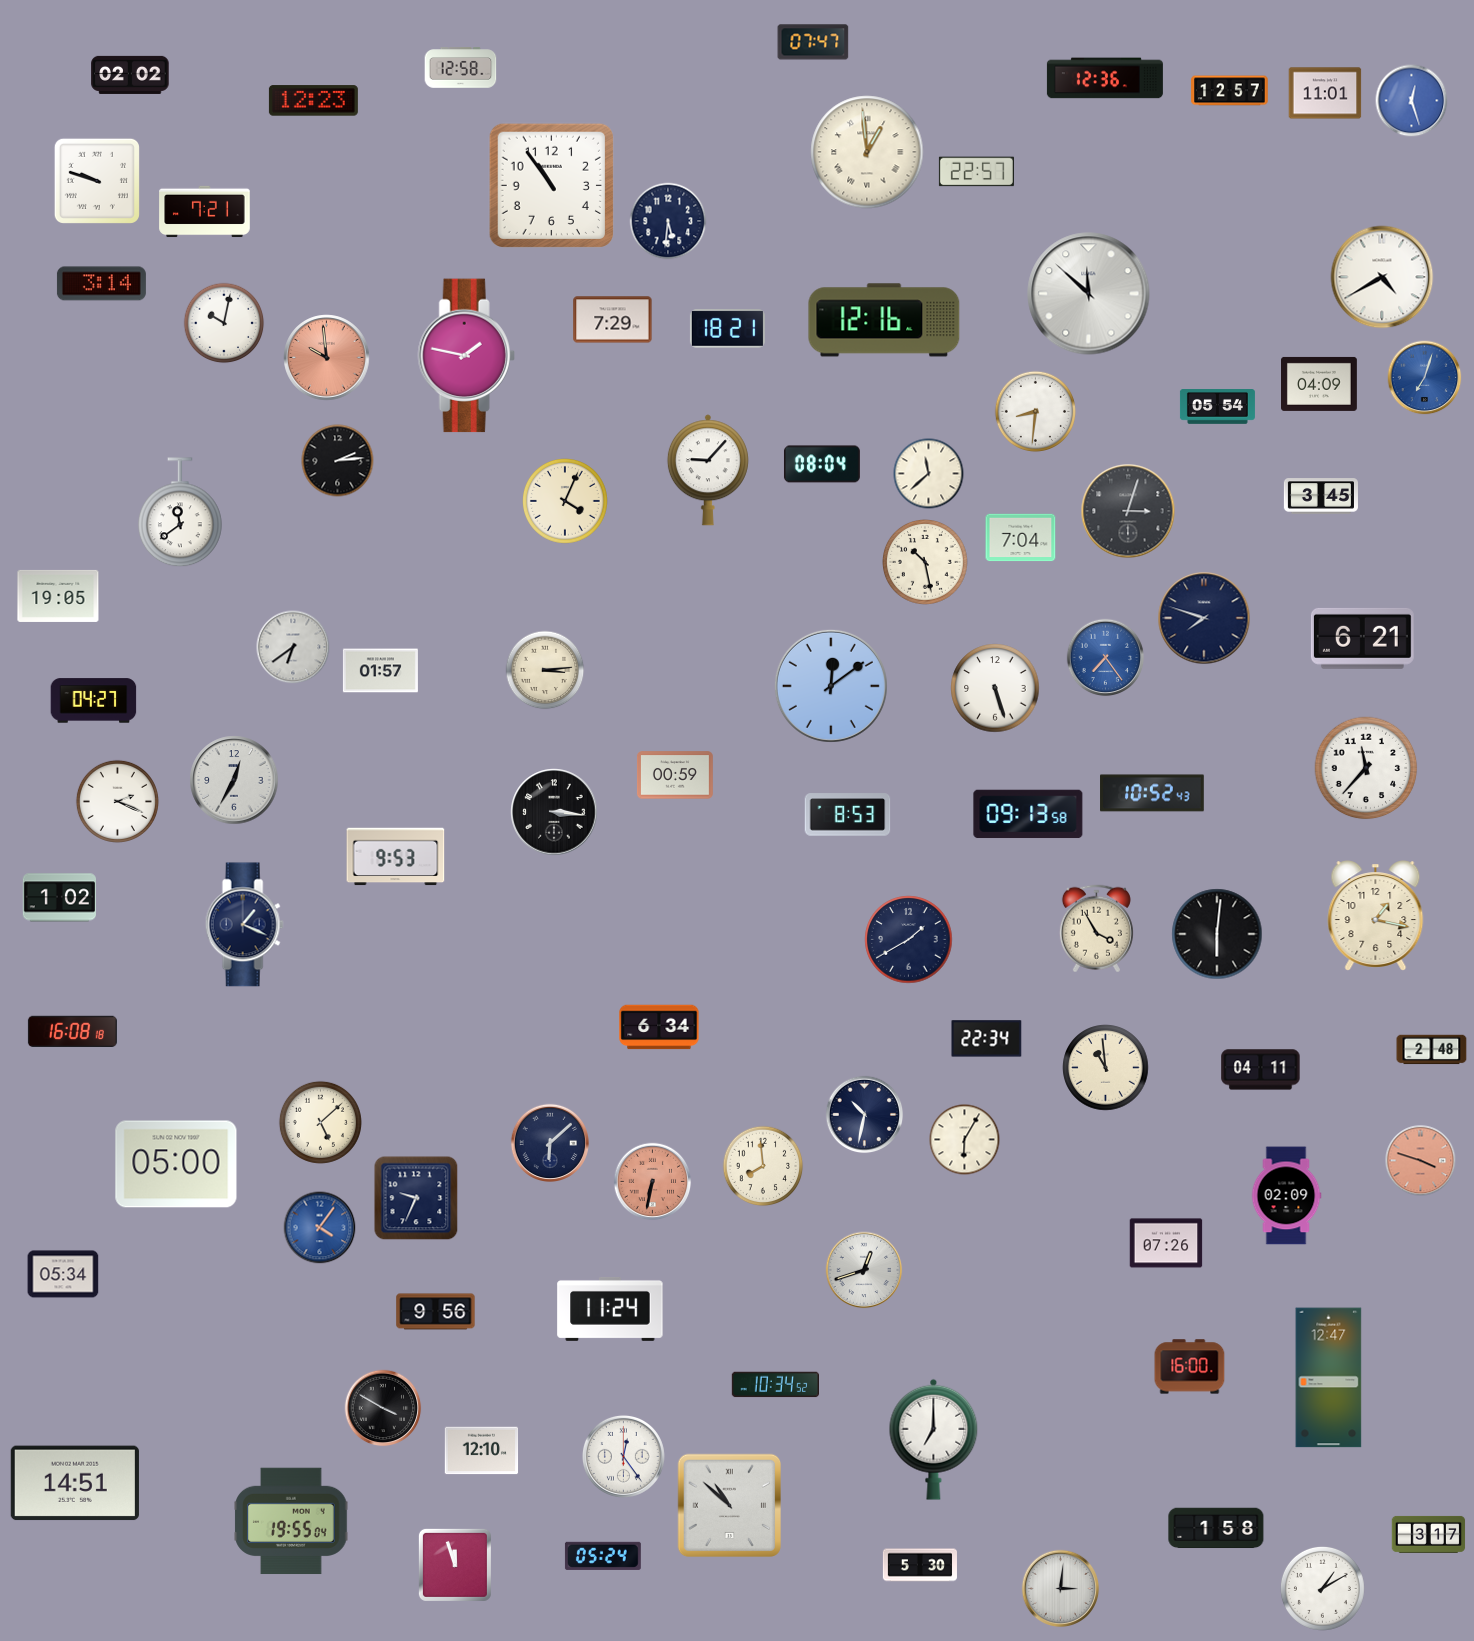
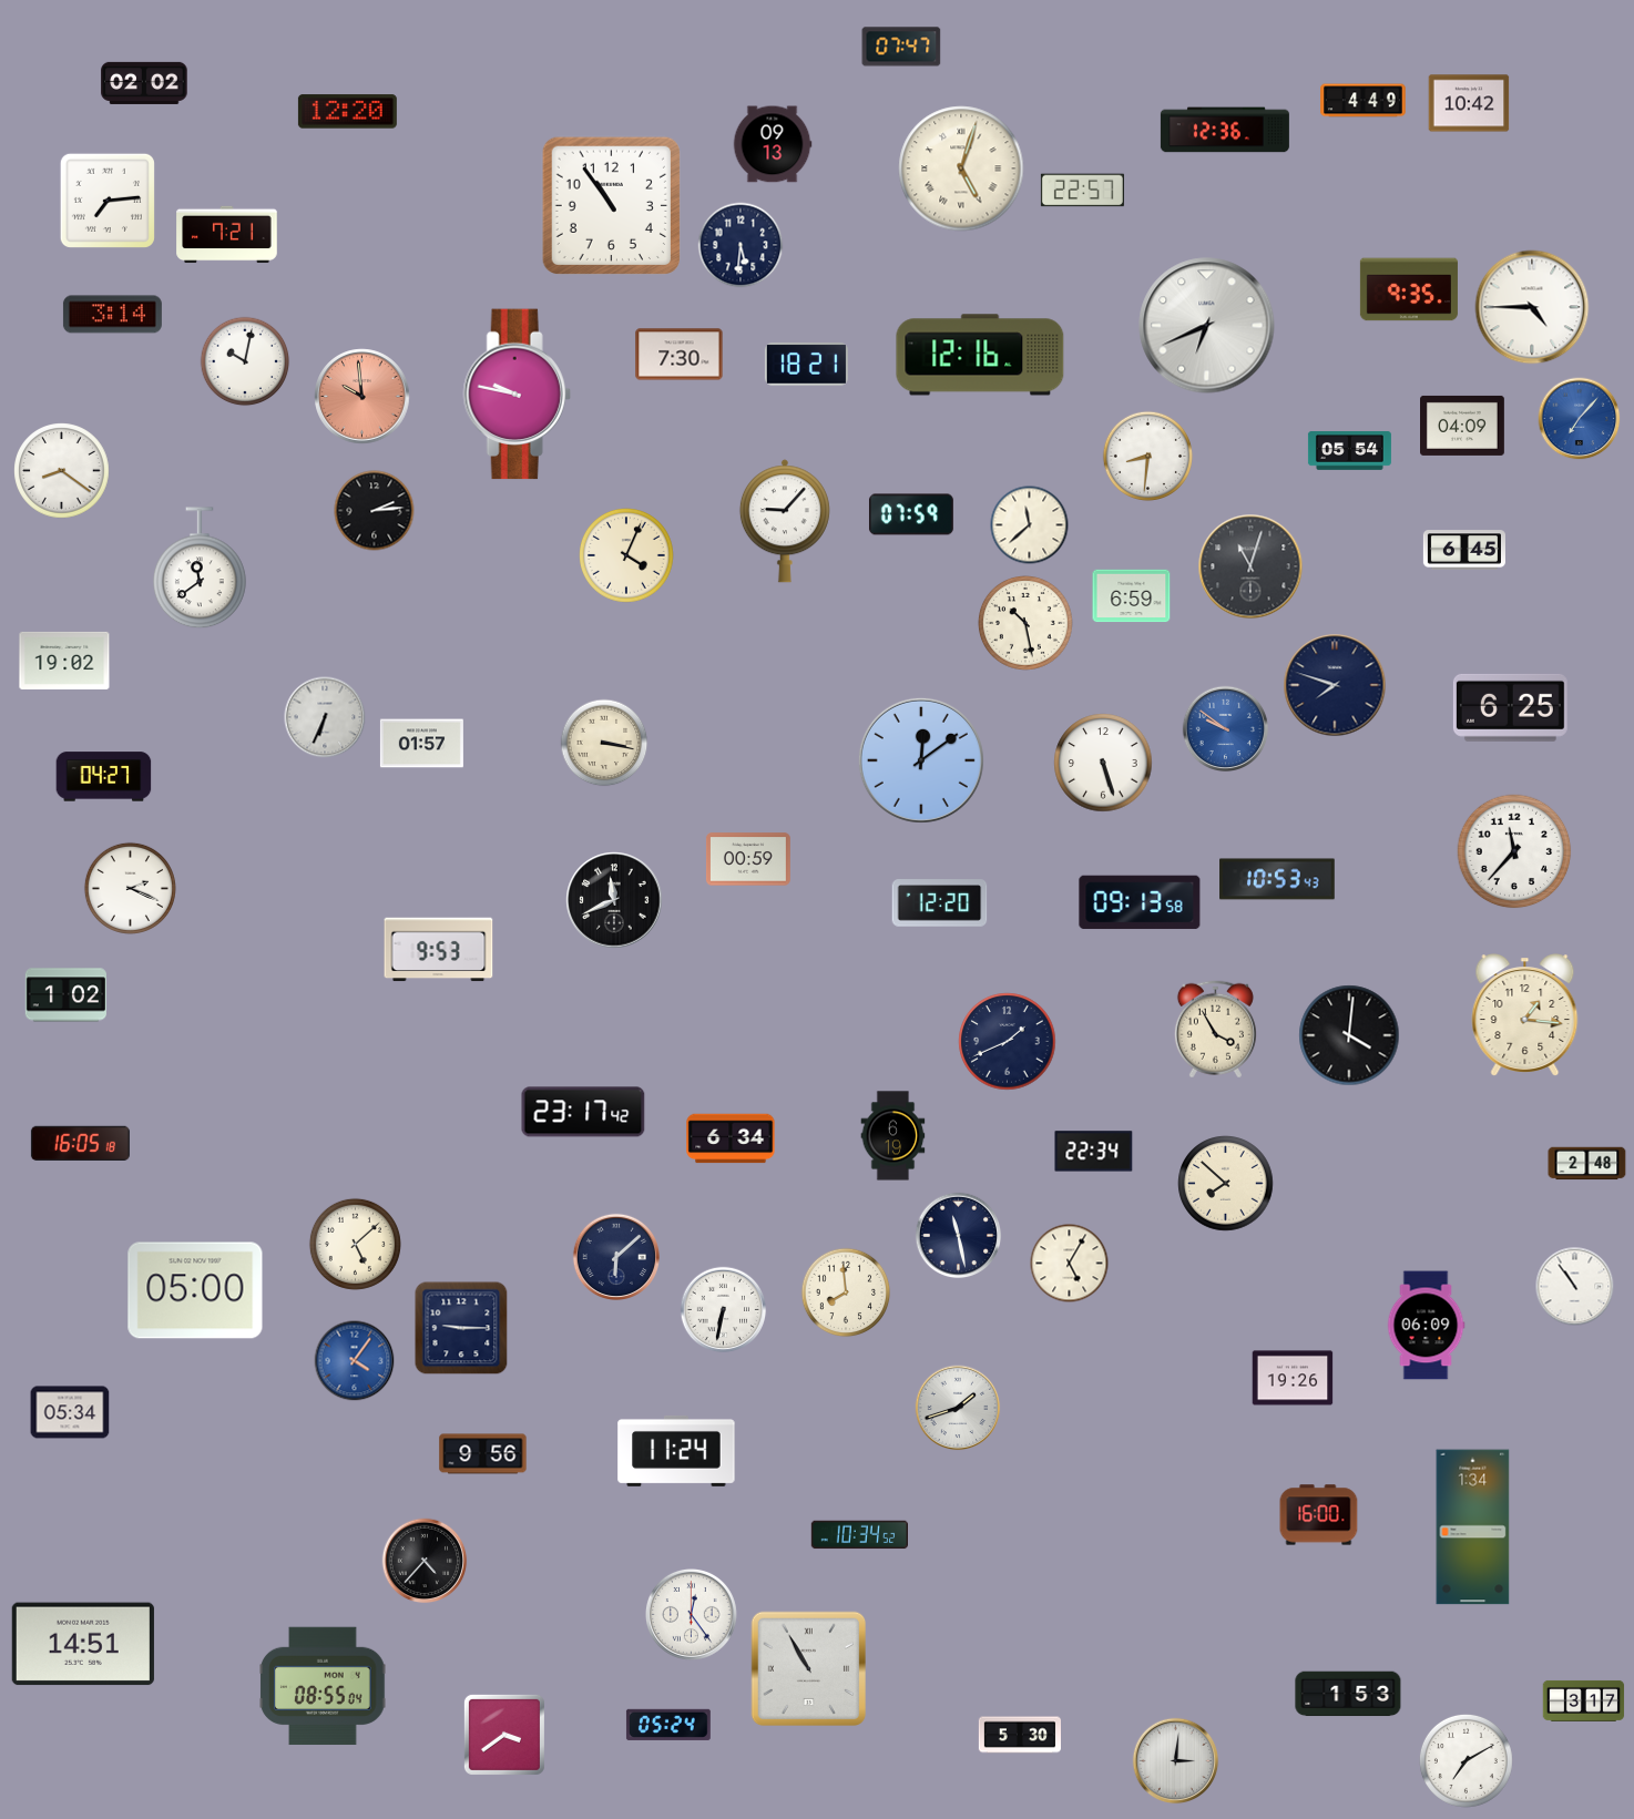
clock at (461, 68): 12:58 -> none
clock at (1105, 78) position: (1105, 78) -> (1225, 130)
clock at (1230, 91): 12:57 -> 4:49
clock at (1325, 93): 11:01 -> 10:42
clock at (313, 101): 12:23 -> 12:20
clock at (1412, 101): 12:27 -> none
clock at (773, 144): none -> 09:13
clock at (867, 152): 12:59 -> 5:03
clock at (97, 181): 9:48 -> 7:14
clock at (1409, 289): none -> 9:35
clock at (1382, 277): 4:40 -> 4:45
clock at (1089, 294): 11:52 -> 6:41
clock at (613, 320): 7:29 -> 7:30
clock at (224, 323) position: (224, 323) -> (245, 361)
clock at (466, 356): 1:47 -> 9:47
clock at (1425, 378): 7:03 -> 7:07
clock at (62, 471): none -> 8:21
clock at (822, 464): 08:04 -> 07:59
clock at (1320, 496): 3:45 -> 6:45
clock at (1128, 511): 3:03 -> 11:03
clock at (1021, 538): 7:04 -> 6:59
clock at (58, 596): 19:05 -> 19:02
clock at (1362, 638): 6:21 -> 6:25
clock at (293, 647): 6:39 -> 6:34
clock at (1106, 658): 7:24 -> 9:51
clock at (545, 670): 3:14 -> 3:17
clock at (234, 780): 12:35 -> none
clock at (1152, 793): 10:52 -> 10:53
clock at (554, 812): 3:16 -> 11:41
clock at (848, 815): 8:53 -> 12:20
clock at (1376, 916): 1:17 -> 1:16
clock at (244, 925): 1:19 -> none
clock at (1217, 934): 6:01 -> 4:01
clock at (909, 940): 1:40 -> 1:41
clock at (583, 1112): none -> 23:17
clock at (893, 1136): none -> 6:19
clock at (72, 1031): 16:08 -> 16:05
clock at (1106, 1068): 10:59 -> 7:52
clock at (1261, 1070): 04:11 -> none
clock at (865, 1115): 10:32 -> 11:28
clock at (965, 1140): 6:05 -> 5:05
clock at (549, 1142) position: (549, 1142) -> (615, 1256)
clock at (1421, 1161): 3:48 -> 10:54
clock at (1421, 1161) dial: salmon -> white
clock at (653, 1182) dial: salmon -> white
clock at (1286, 1196): 02:09 -> 06:09
clock at (416, 1198): 9:34 -> 9:15
clock at (1166, 1243): 07:26 -> 19:26
clock at (864, 1270): 12:42 -> 1:42
clock at (1329, 1378): 12:47 -> 1:34
clock at (383, 1408): 3:50 -> 4:37
clock at (934, 1439): 7:00 -> none
clock at (482, 1451): 12:10 -> none
clock at (729, 1505): 10:52 -> 10:55
clock at (291, 1521): 19:55 -> 08:55
clock at (1216, 1528): 1:58 -> 1:53
clock at (455, 1565): 11:57 -> 3:39
clock at (1322, 1588): 1:10 -> 7:10
